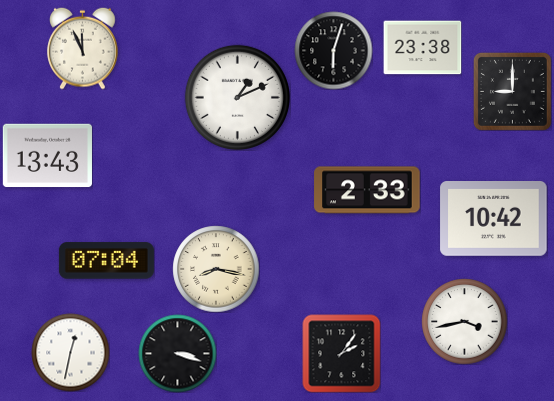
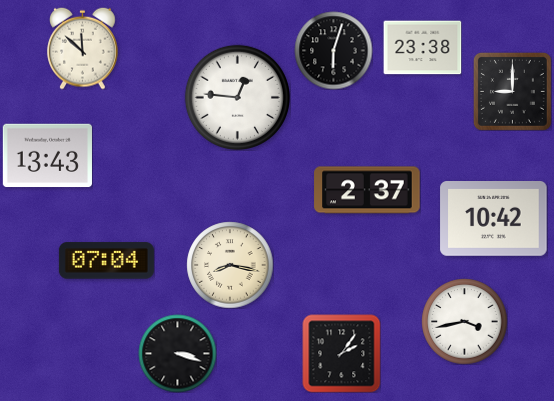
clock at (83, 48): 11:56 -> 11:52
clock at (237, 97): 1:11 -> 12:46
clock at (367, 190): 2:33 -> 2:37
clock at (216, 269) position: (216, 269) -> (230, 265)
clock at (70, 352): 12:32 -> none
